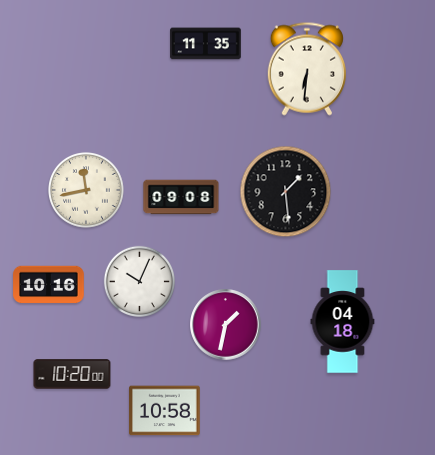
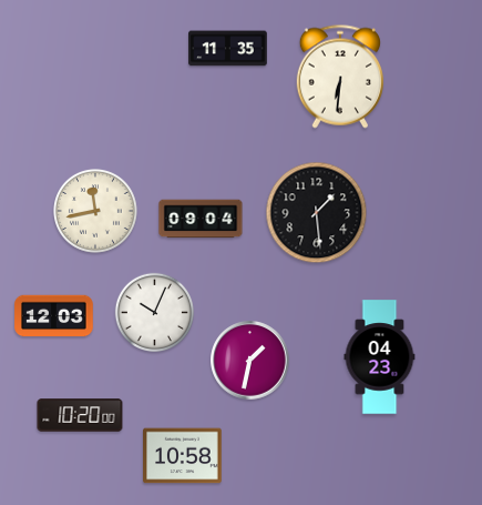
clock at (181, 197): 09:08 -> 09:04
clock at (49, 285): 10:16 -> 12:03
clock at (343, 322): 04:18 -> 04:23
